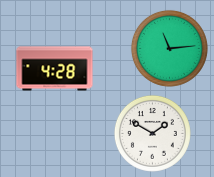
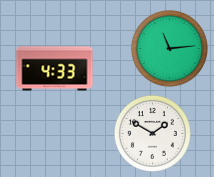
clock at (55, 69): 4:28 -> 4:33
